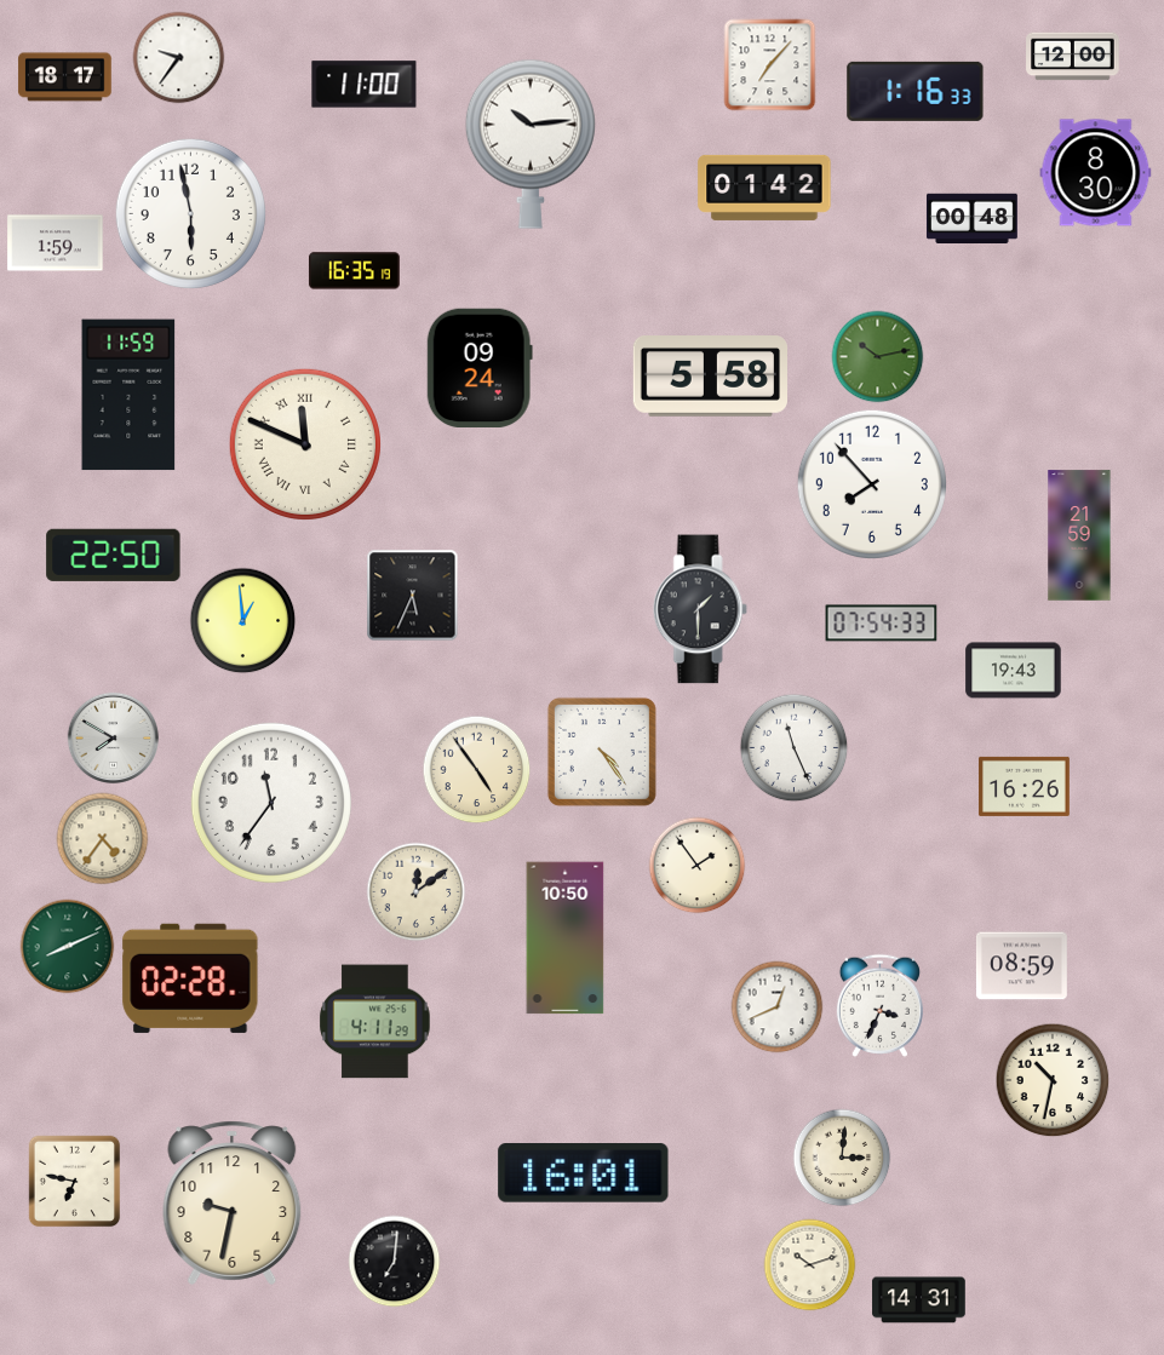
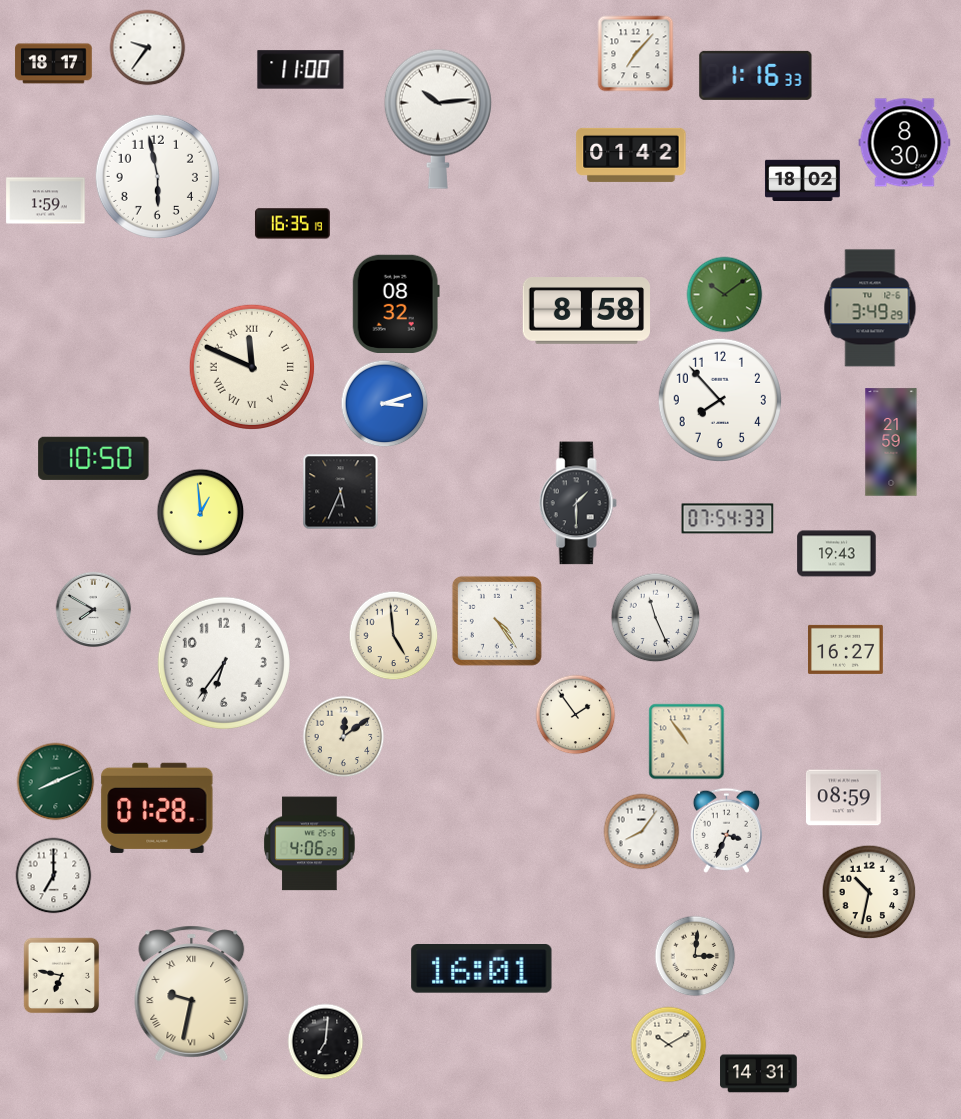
clock at (1073, 57): 12:00 -> none
clock at (971, 218): 00:48 -> 18:02
clock at (878, 357): 10:13 -> 10:09
clock at (480, 367): 09:24 -> 08:32
clock at (870, 308): none -> 3:49
clock at (711, 377): 5:58 -> 8:58
clock at (128, 395): 11:59 -> none
clock at (385, 404): none -> 3:12
clock at (114, 555): 22:50 -> 10:50
clock at (882, 624) position: (882, 624) -> (728, 519)
clock at (477, 770): 4:54 -> 4:59
clock at (1025, 786): 16:26 -> 16:27
clock at (271, 803): 11:36 -> 6:36
clock at (103, 839): 4:36 -> none
clock at (687, 742): none -> 10:54
clock at (566, 938): 10:50 -> none
clock at (190, 978): 02:28 -> 01:28
clock at (778, 1007): 12:41 -> 8:06
clock at (375, 1022): 4:11 -> 4:06
clock at (54, 876): none -> 7:00
clock at (233, 1202) numerals: Arabic -> Roman
clock at (810, 1265): 10:12 -> 10:10
